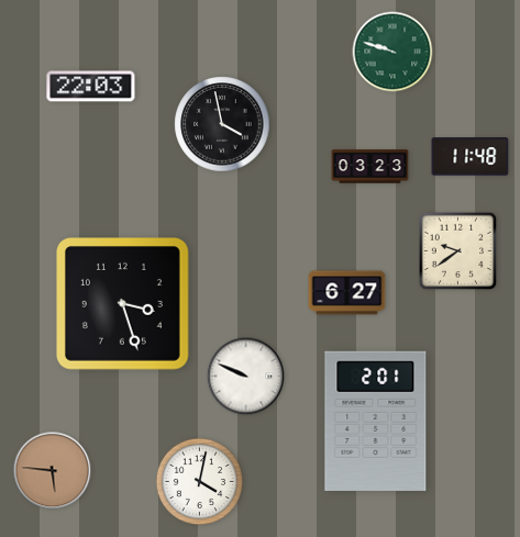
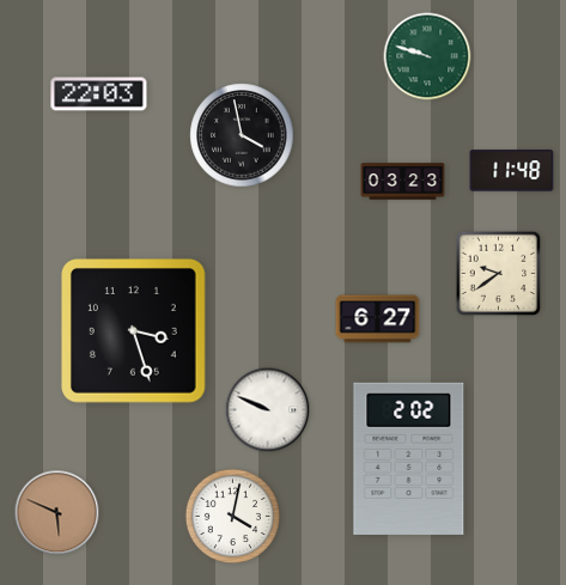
clock at (376, 421): 2:01 -> 2:02
clock at (53, 471): 5:46 -> 5:49
clock at (200, 482) position: (200, 482) -> (233, 517)
